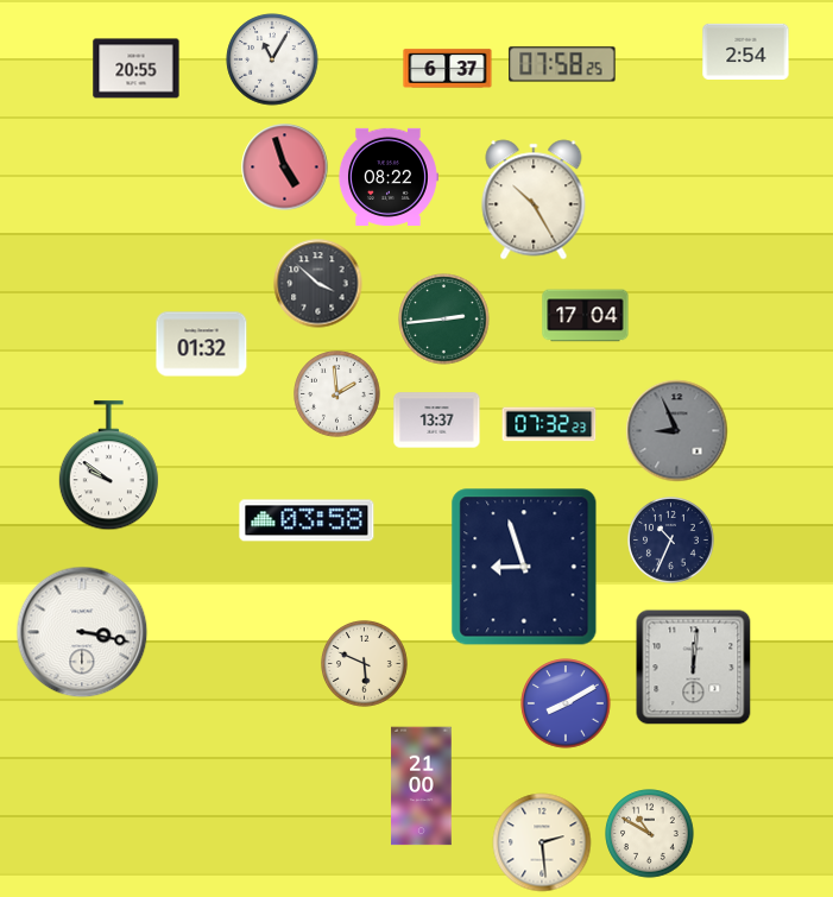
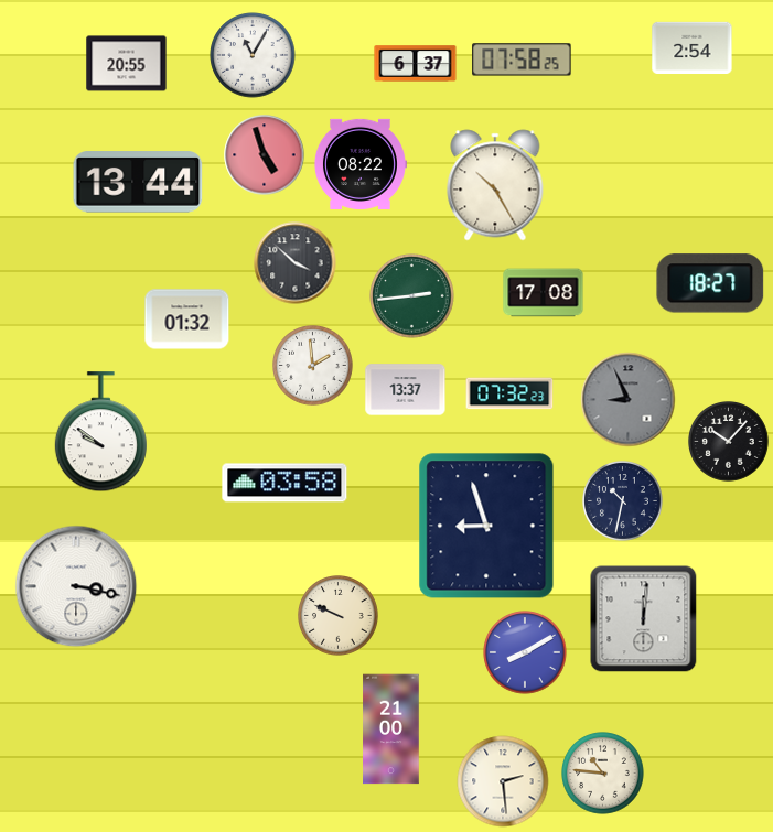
clock at (138, 182): none -> 13:44
clock at (710, 283): none -> 18:27
clock at (586, 316): 17:04 -> 17:08
clock at (729, 442): none -> 10:07
clock at (671, 541): 10:34 -> 10:32
clock at (365, 664): 5:49 -> 9:49
clock at (650, 834): 10:50 -> 10:46
